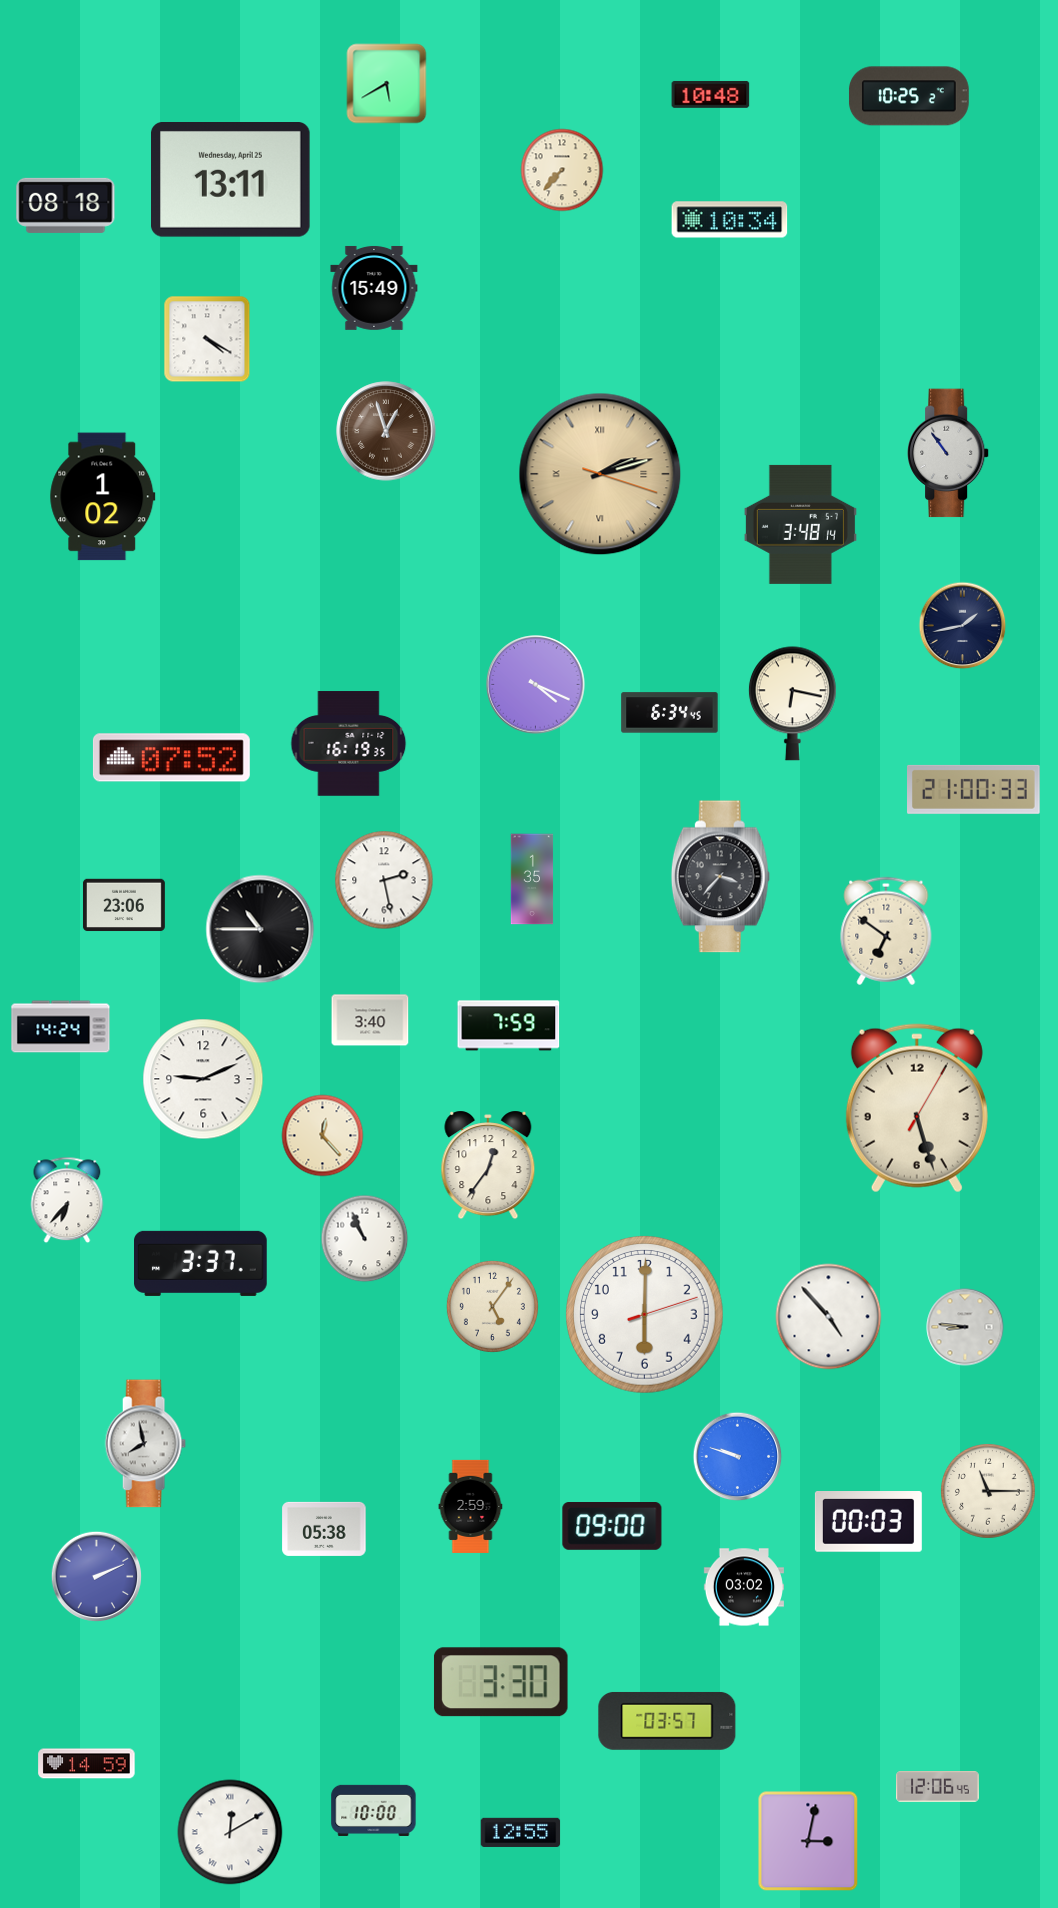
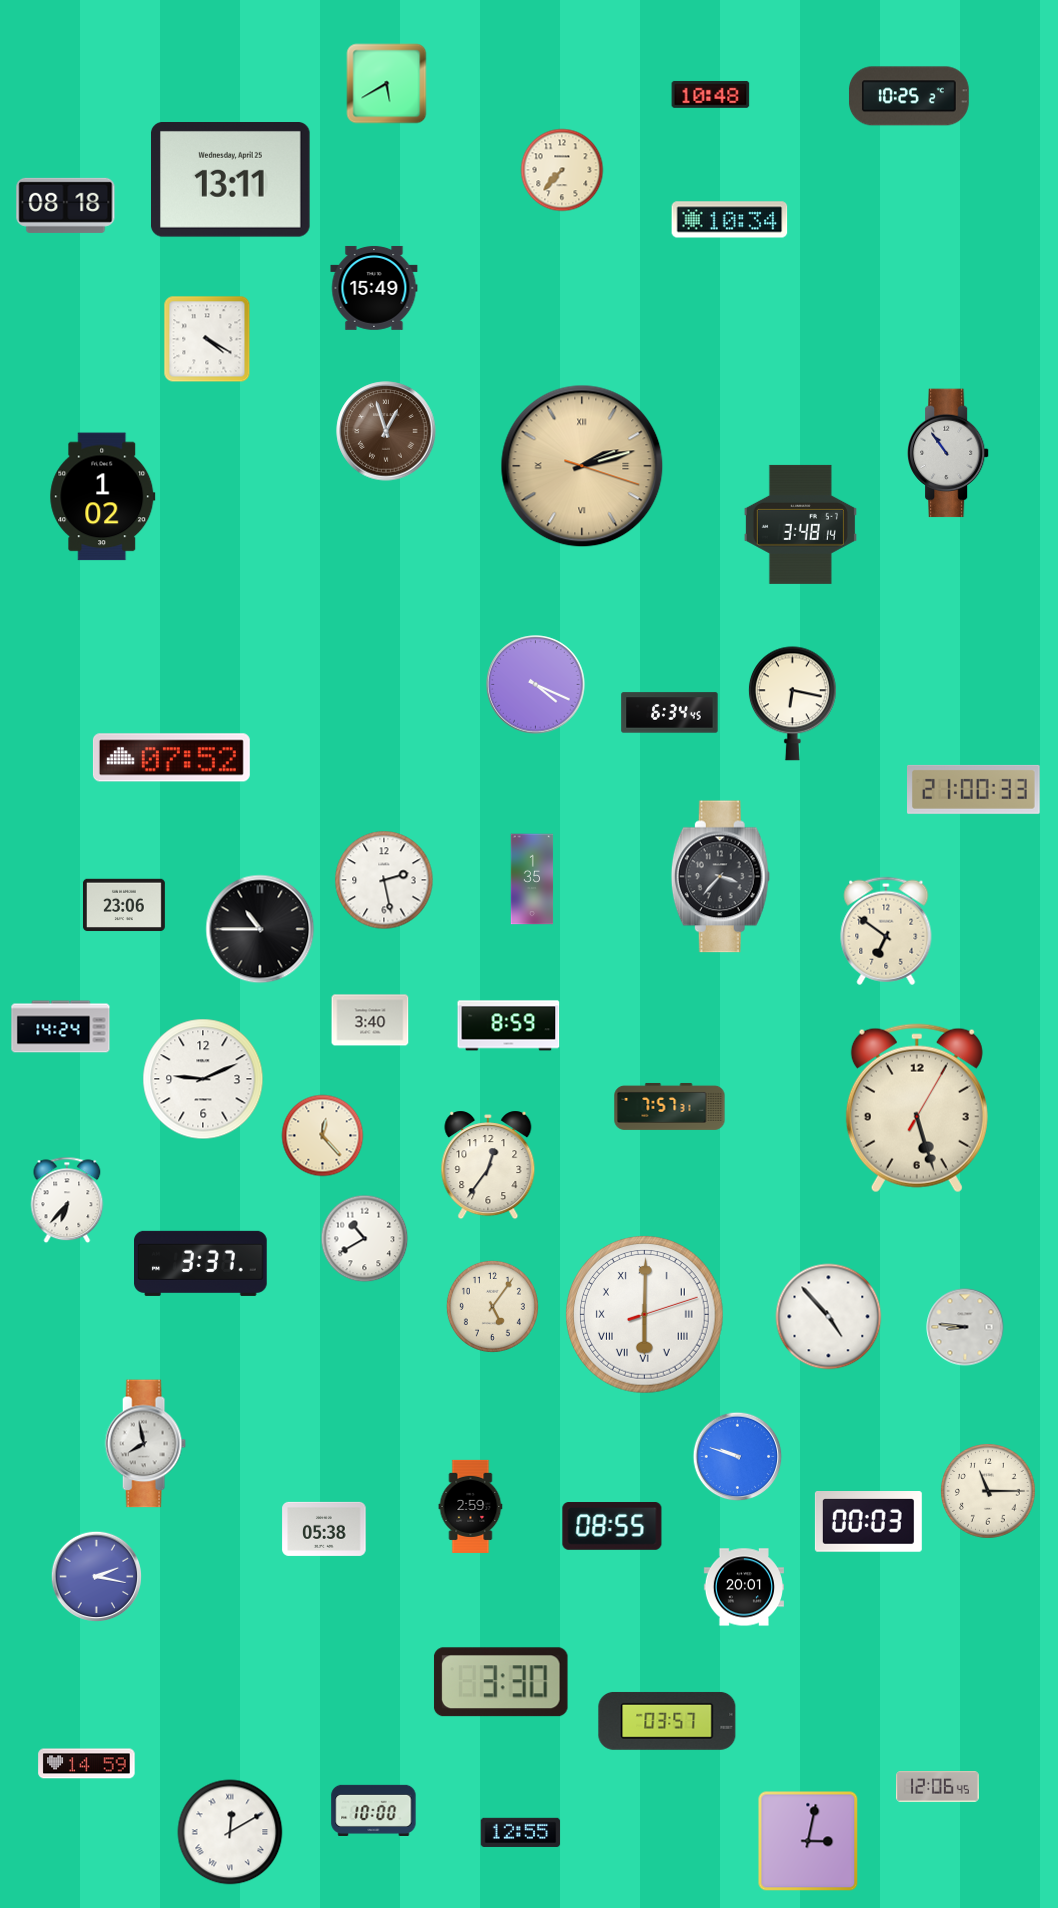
clock at (600, 474) position: (600, 474) -> (582, 466)
clock at (963, 626): 1:43 -> none
clock at (349, 744): 16:19 -> none
clock at (509, 1026): 7:59 -> 8:59
clock at (670, 1106): none -> 7:57
clock at (365, 1239): 10:56 -> 10:40
clock at (645, 1315) numerals: Arabic -> Roman
clock at (612, 1527): 09:00 -> 08:55
clock at (96, 1576): 2:11 -> 2:17
clock at (743, 1587): 03:02 -> 20:01
